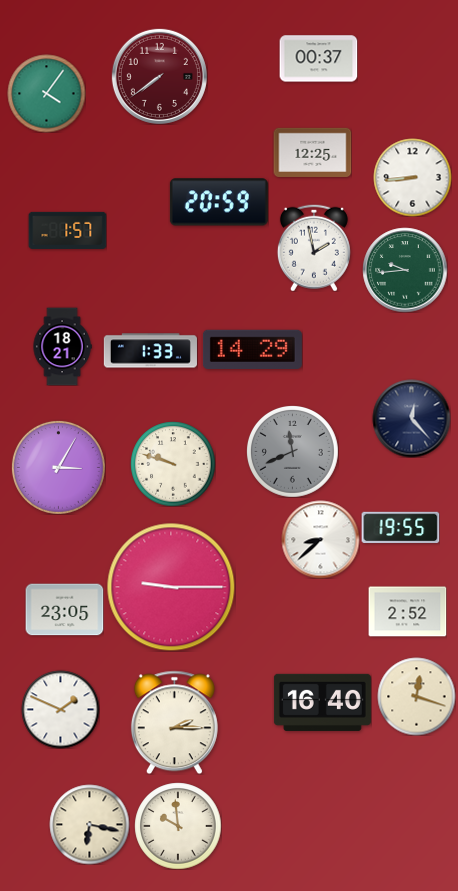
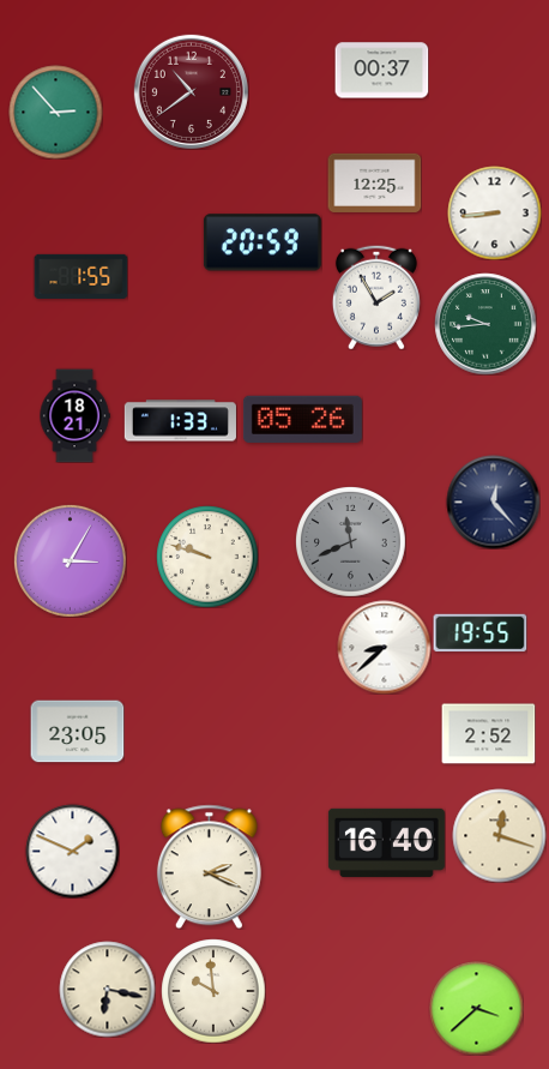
clock at (159, 76): 7:39 -> 10:39
clock at (46, 93): 4:06 -> 2:53
clock at (67, 230): 1:57 -> 1:55
clock at (314, 248): 1:58 -> 1:55
clock at (252, 349): 14:29 -> 05:26
clock at (171, 587): 9:15 -> none
clock at (174, 722): 2:15 -> 2:19
clock at (476, 1008): none -> 3:38
